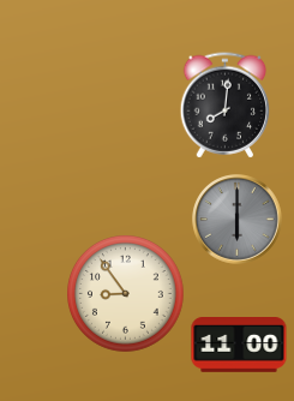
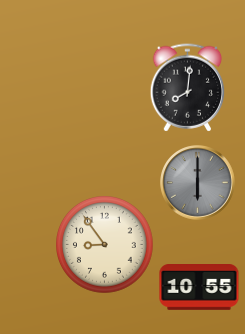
clock at (239, 346): 11:00 -> 10:55
